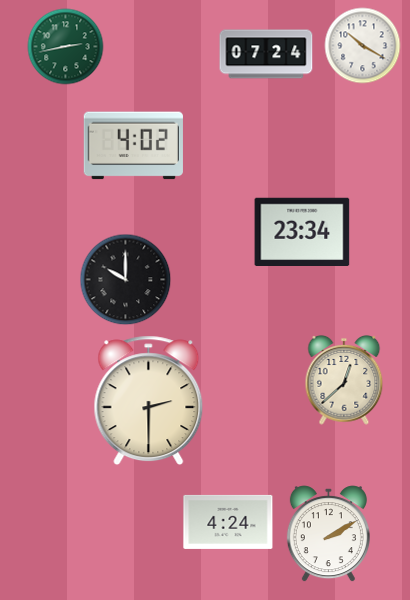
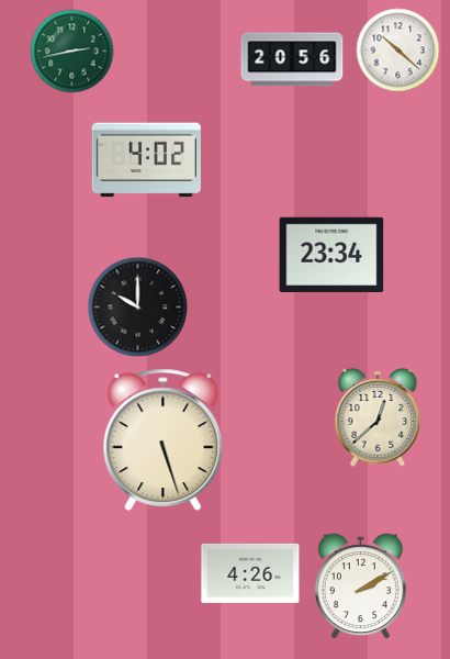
clock at (363, 46): 10:20 -> 10:22
clock at (266, 54): 07:24 -> 20:56
clock at (149, 401): 2:30 -> 5:27
clock at (228, 522): 4:24 -> 4:26
